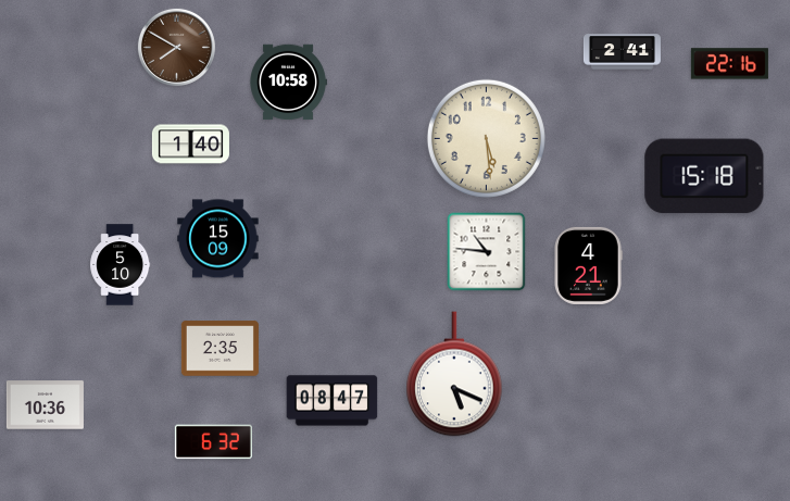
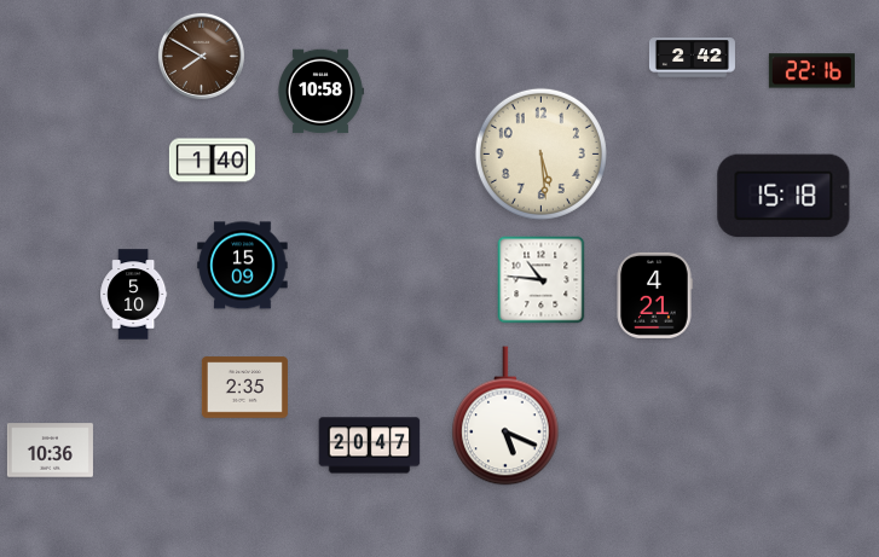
clock at (176, 47) position: (176, 47) -> (201, 56)
clock at (622, 52): 2:41 -> 2:42
clock at (333, 401): 08:47 -> 20:47
clock at (213, 442): 6:32 -> none
